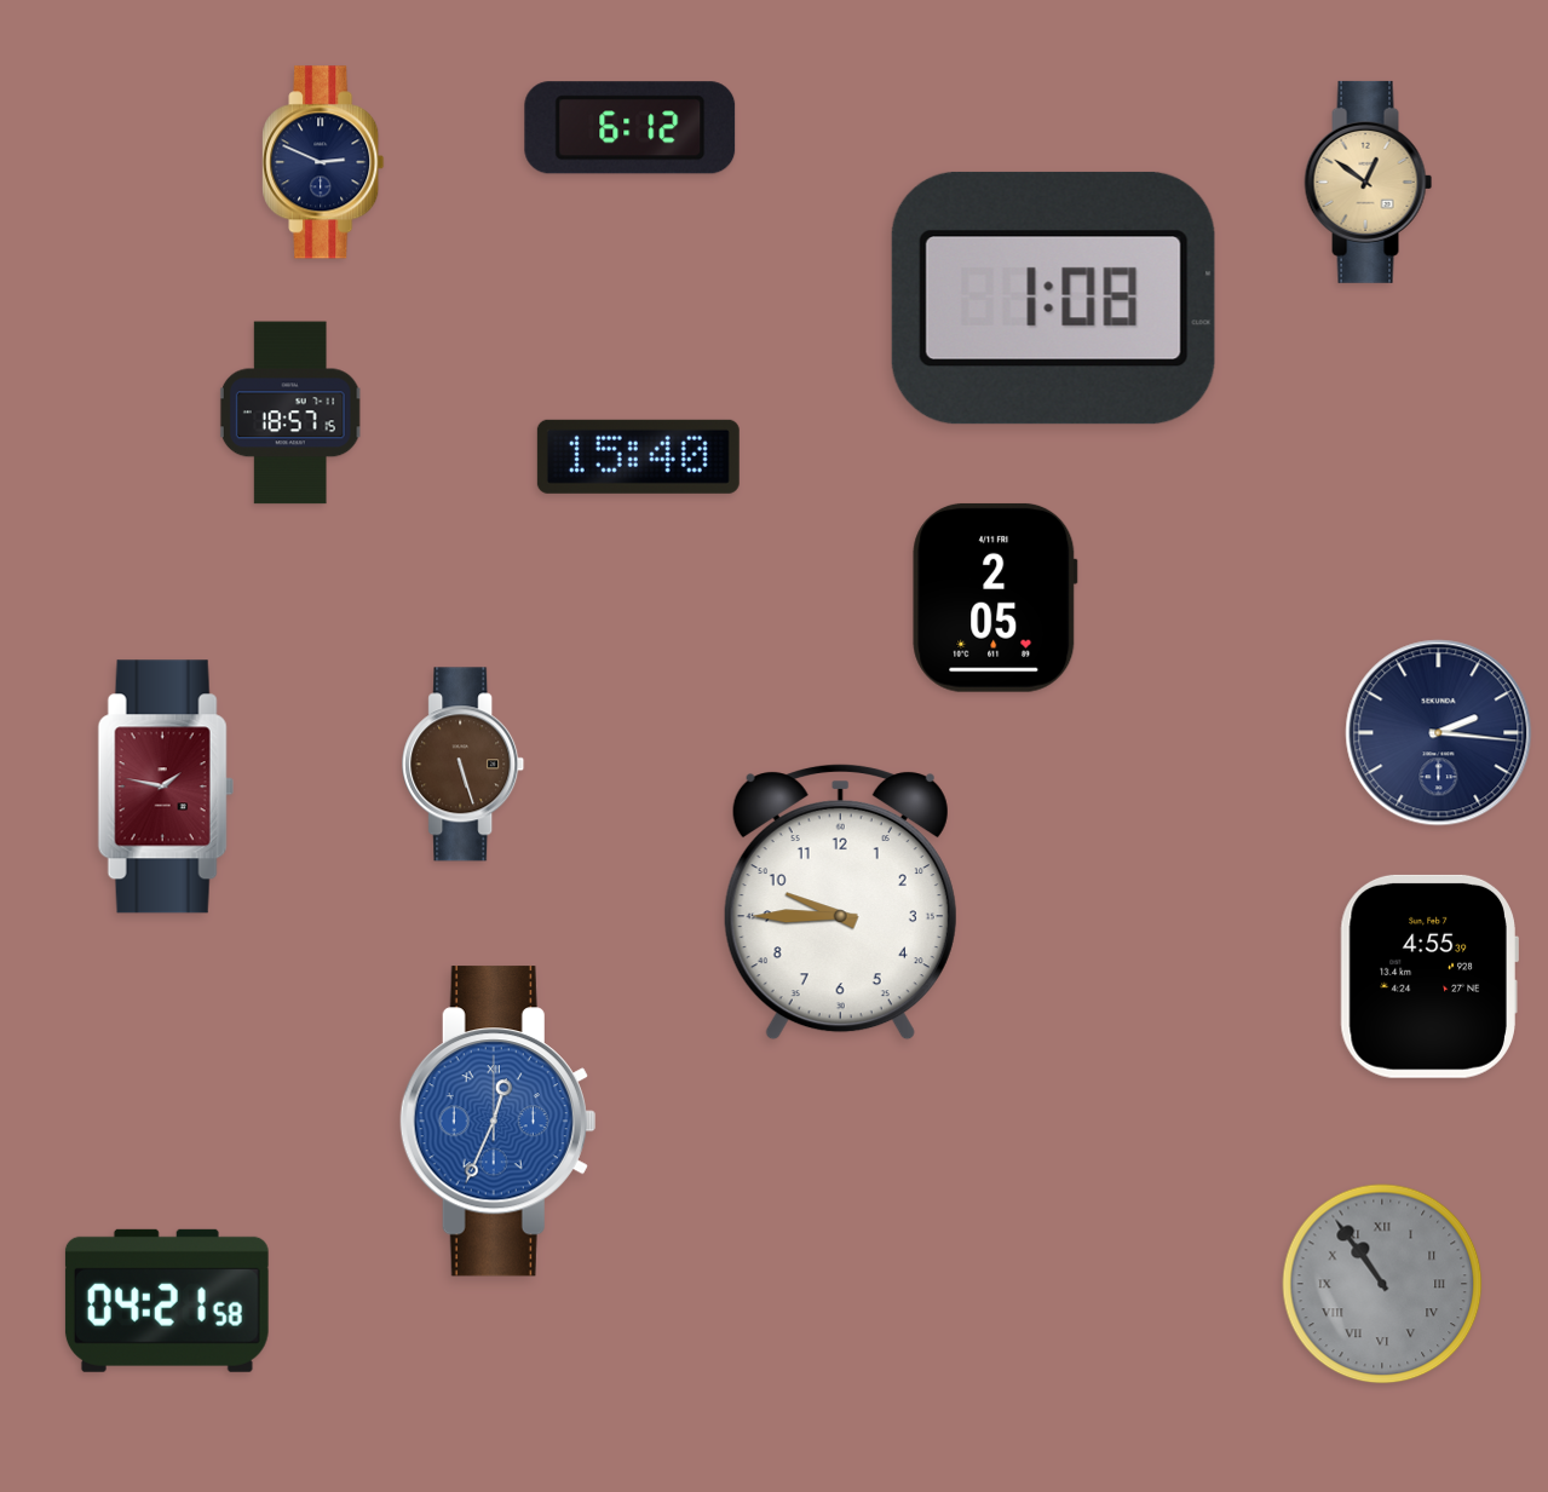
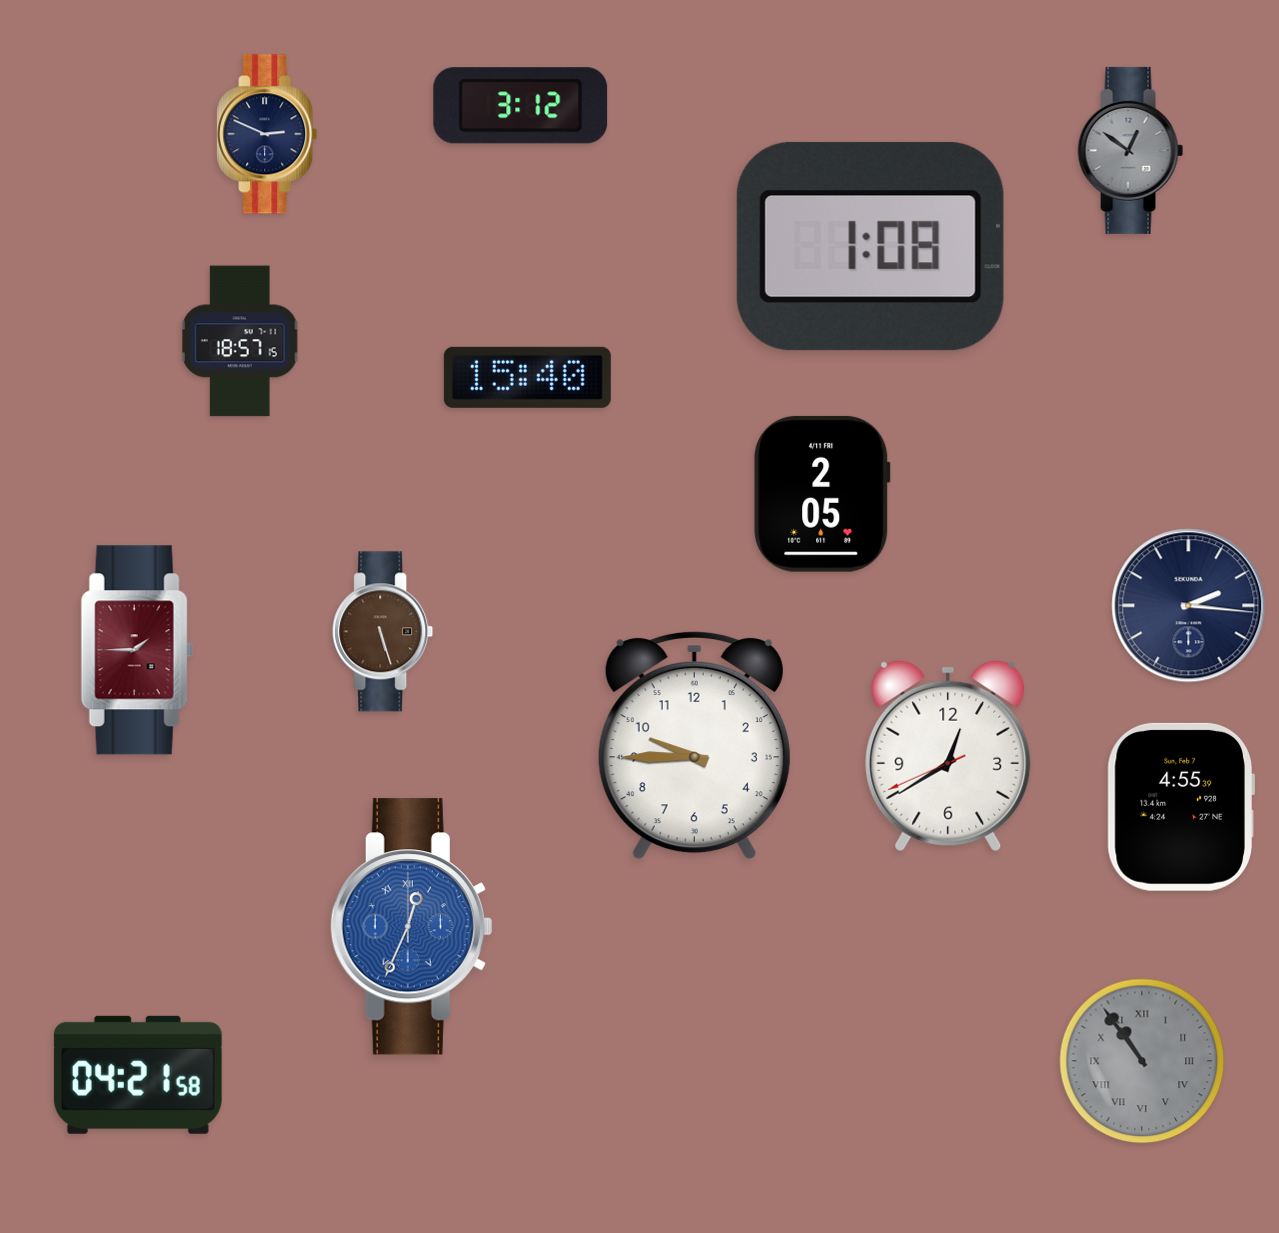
clock at (631, 128): 6:12 -> 3:12
clock at (1369, 182) dial: champagne -> grey
clock at (166, 787): 1:47 -> 1:45
clock at (948, 756): none -> 12:39
